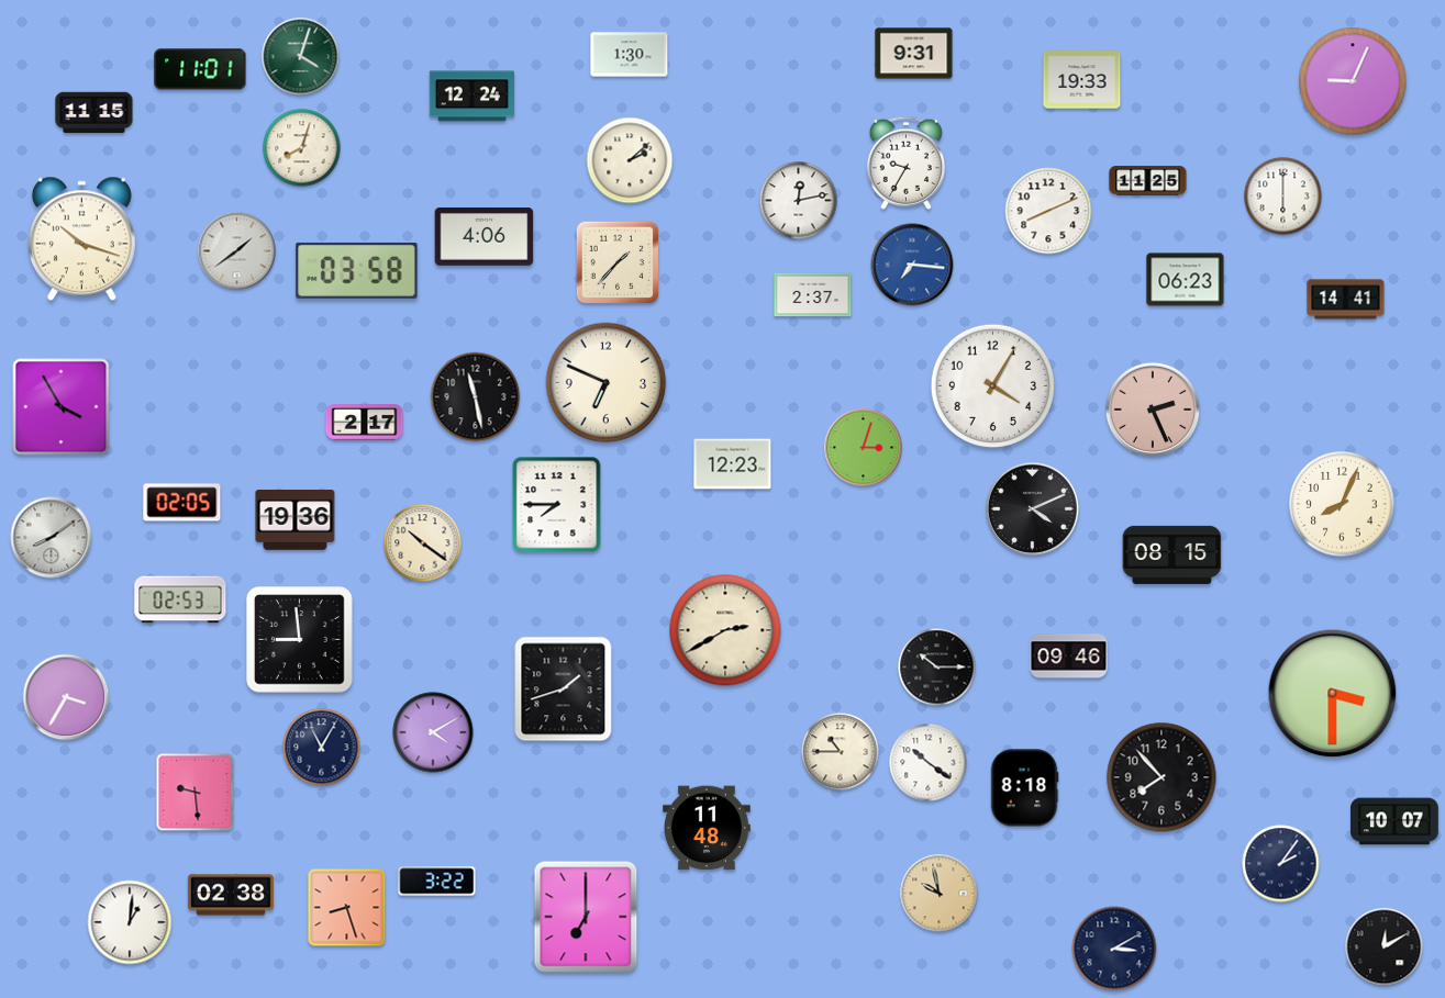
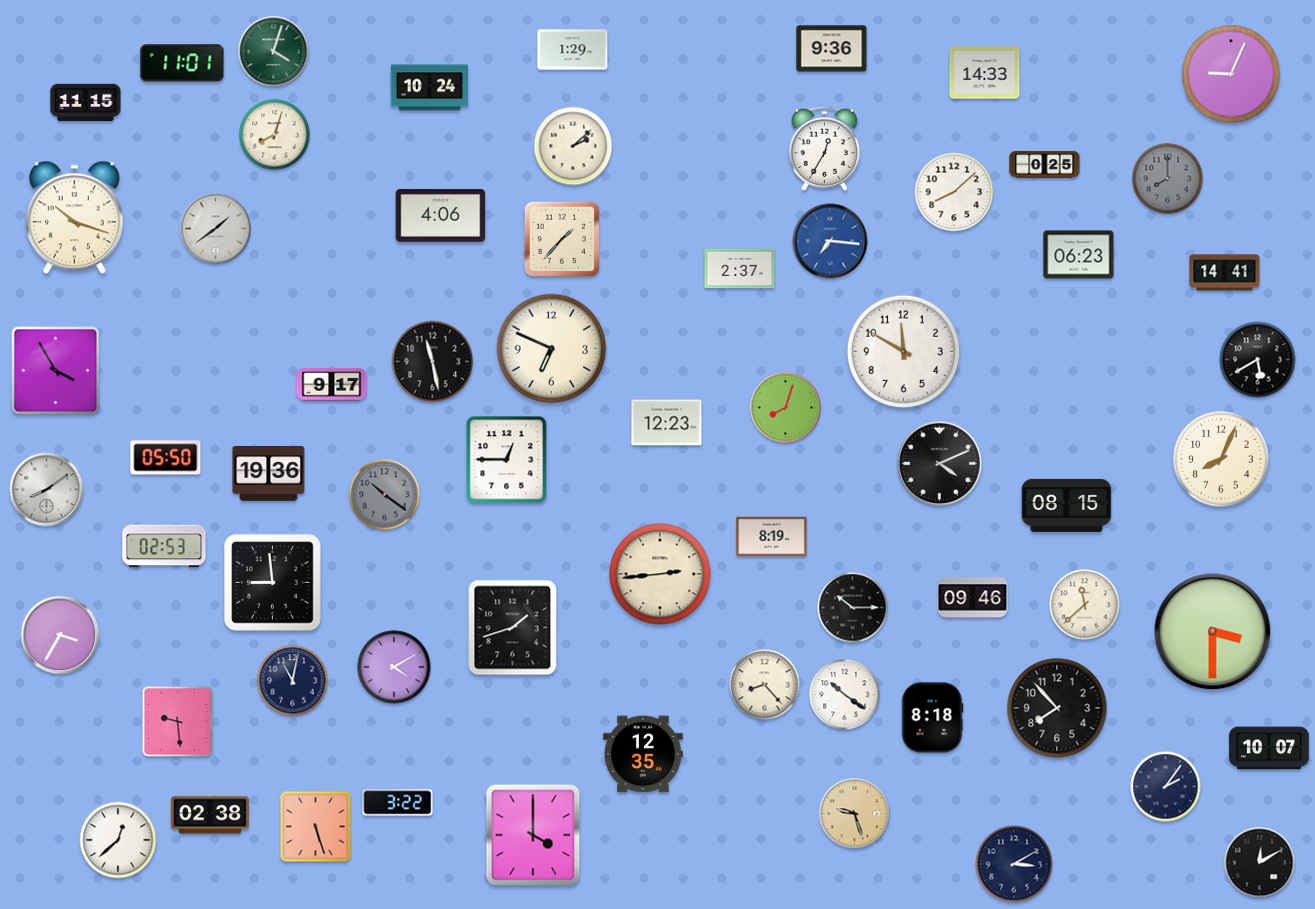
clock at (914, 54): 9:31 -> 9:36
clock at (630, 55): 1:30 -> 1:29
clock at (1082, 80): 19:33 -> 14:33
clock at (471, 97): 12:24 -> 10:24
clock at (905, 162): 9:35 -> 12:35
clock at (1148, 181): 11:25 -> 0:25
clock at (1283, 197): 6:00 -> 8:00
clock at (1283, 197) dial: white -> grey
clock at (799, 201): 12:13 -> none
clock at (1048, 211): 8:11 -> 8:08
clock at (357, 270): 03:58 -> none
clock at (992, 385): 4:05 -> 11:50
clock at (1258, 360): none -> 5:40
clock at (1153, 410): 2:26 -> none
clock at (365, 423): 2:17 -> 9:17
clock at (864, 448): 3:03 -> 8:03
clock at (182, 503): 02:05 -> 05:50
clock at (557, 505): 7:45 -> 12:45
clock at (423, 543) dial: cream -> grey
clock at (772, 537): none -> 8:19
clock at (725, 630): 2:40 -> 2:44
clock at (1085, 605): none -> 11:38
clock at (322, 748): 11:05 -> 11:02
clock at (841, 752): 10:45 -> 8:23
clock at (708, 828): 11:48 -> 12:35
clock at (940, 894): 9:58 -> 9:27
clock at (347, 908): 8:27 -> 5:27
clock at (586, 917): 7:00 -> 4:00
clock at (130, 922): 1:01 -> 12:38
